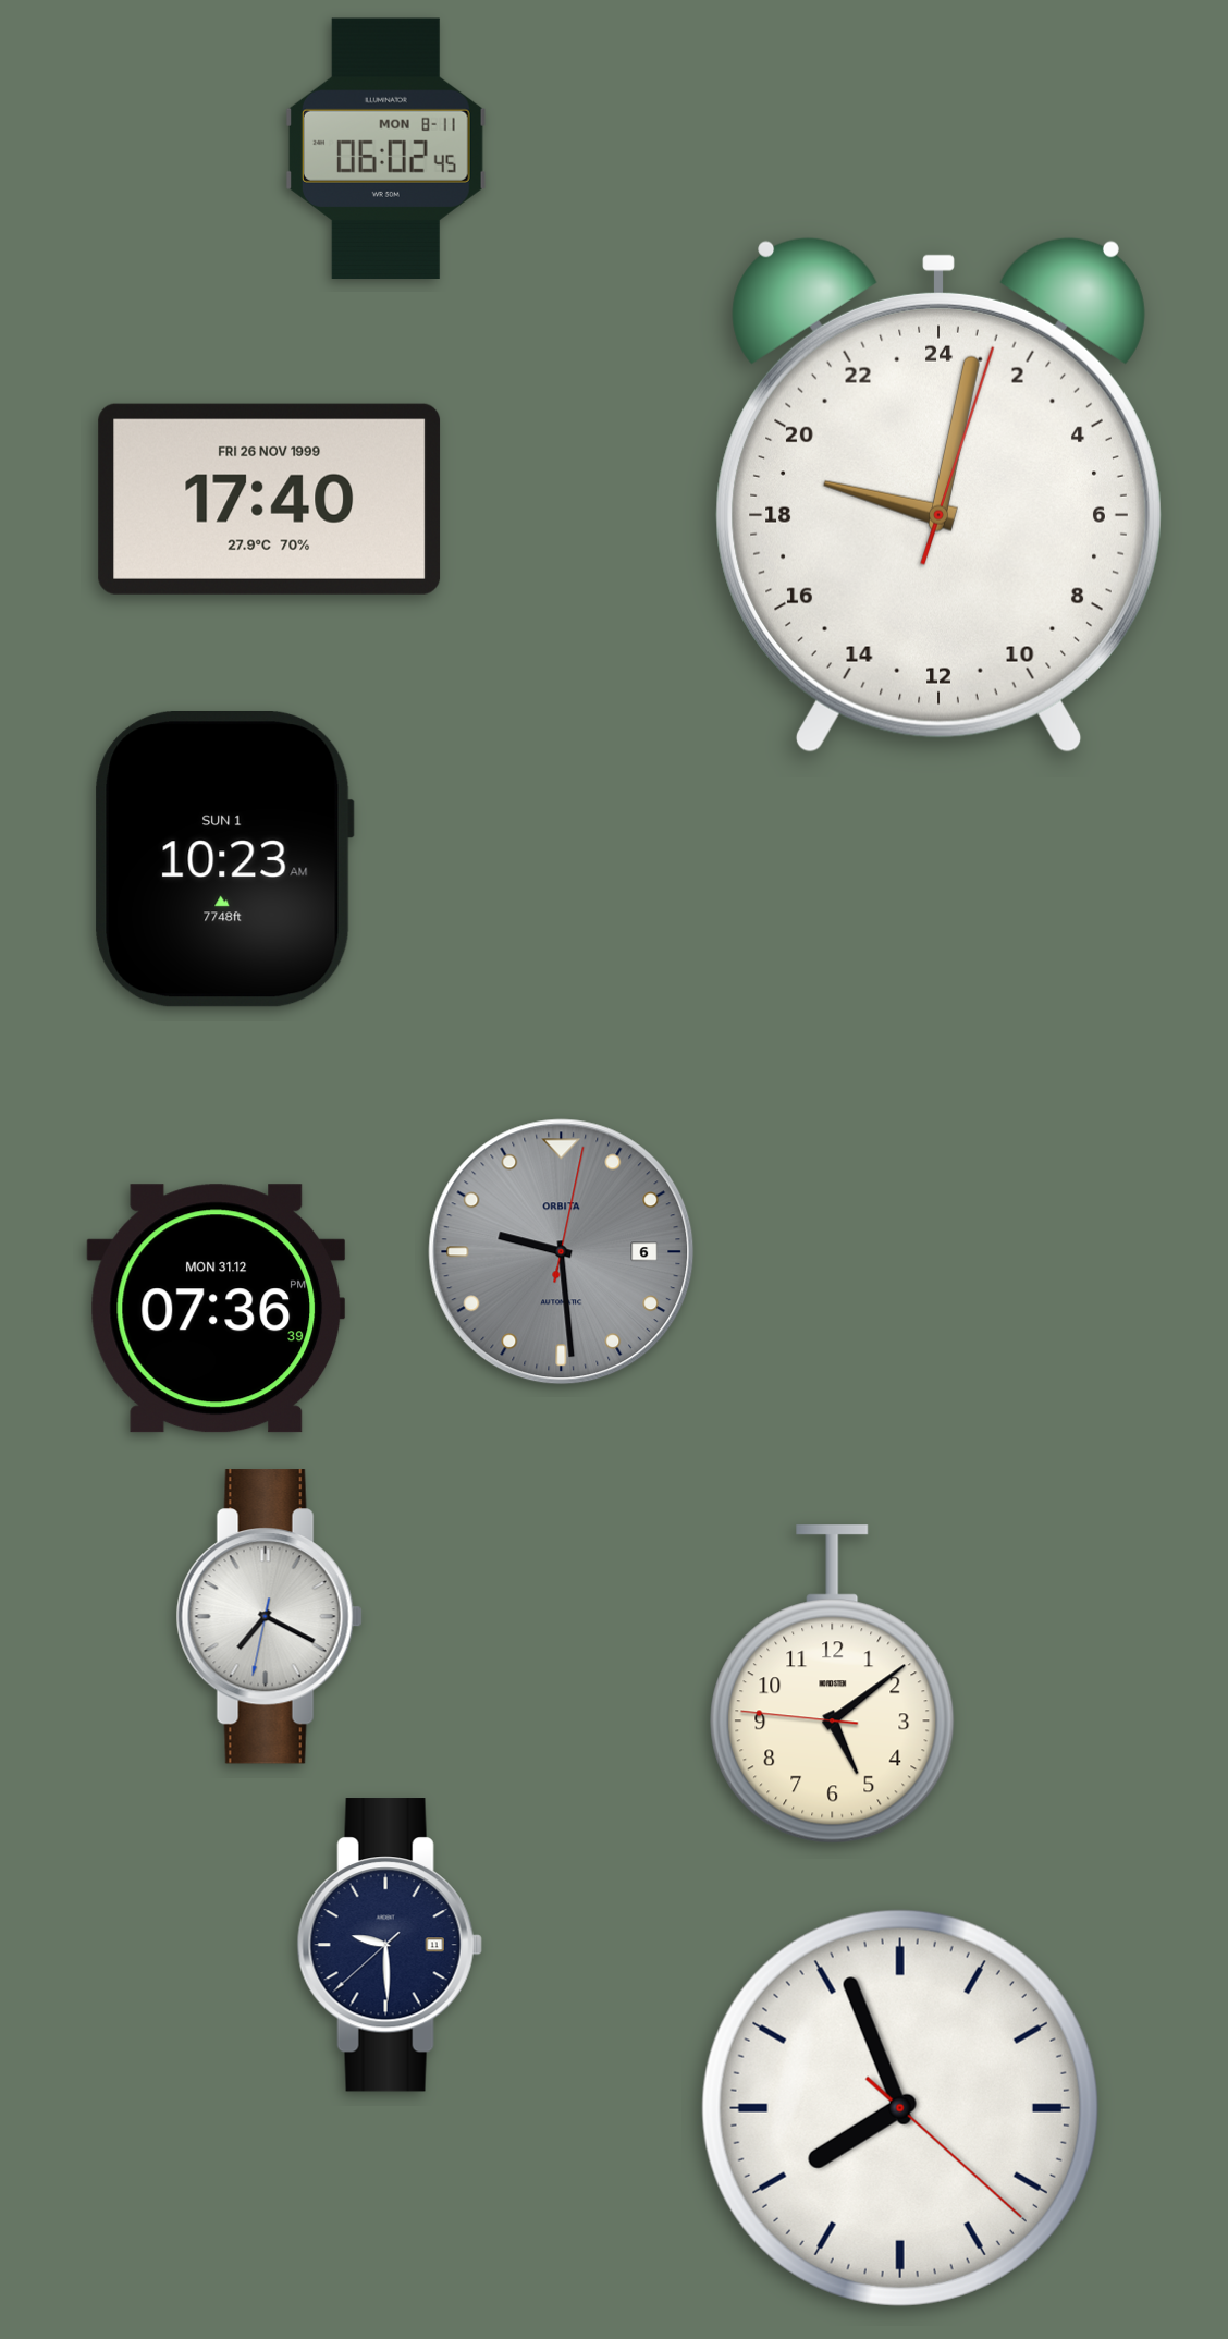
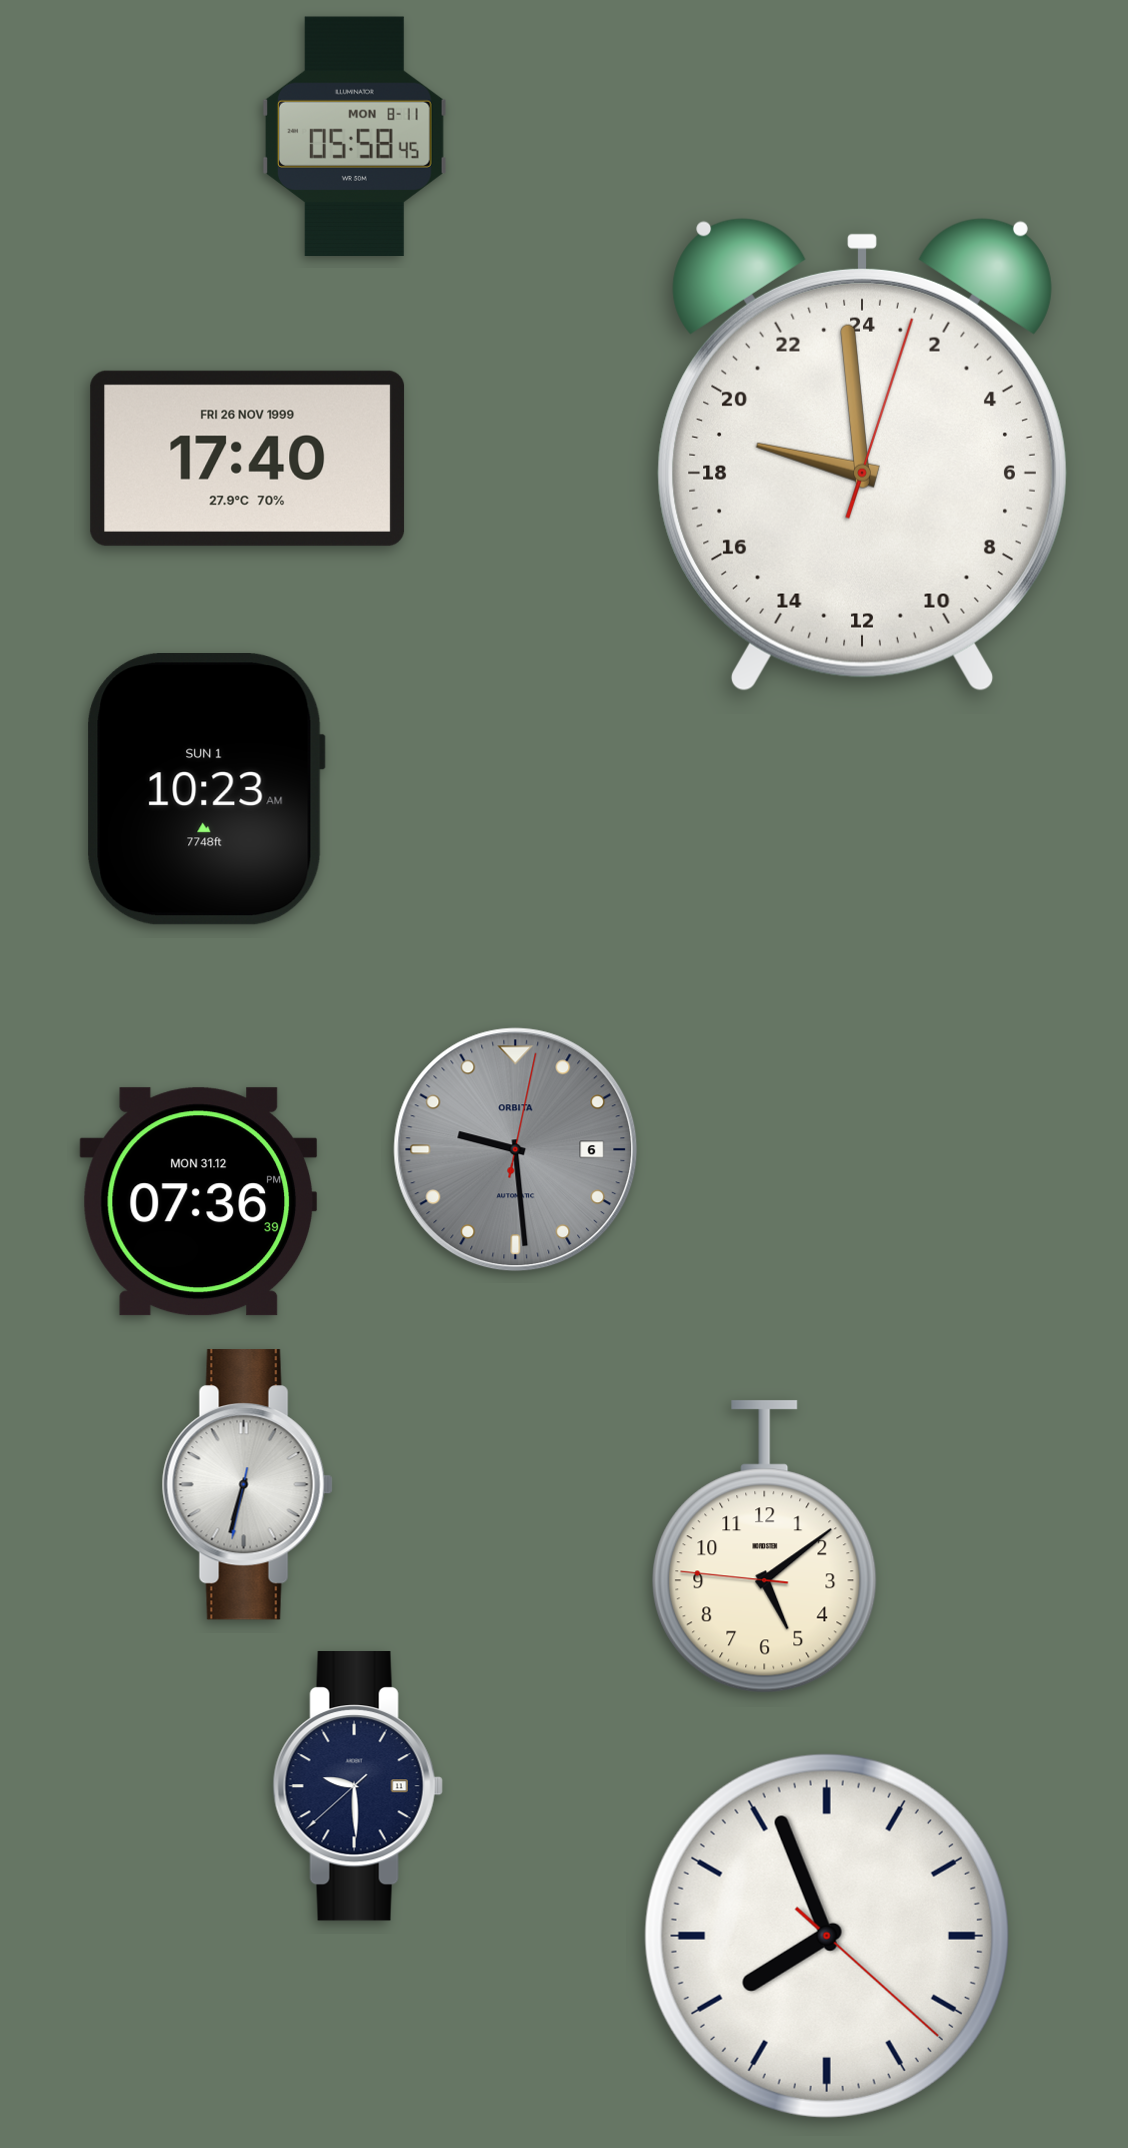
clock at (385, 148): 06:02 -> 05:58
clock at (938, 494): 19:02 -> 18:59
clock at (269, 1617): 7:19 -> 6:32
